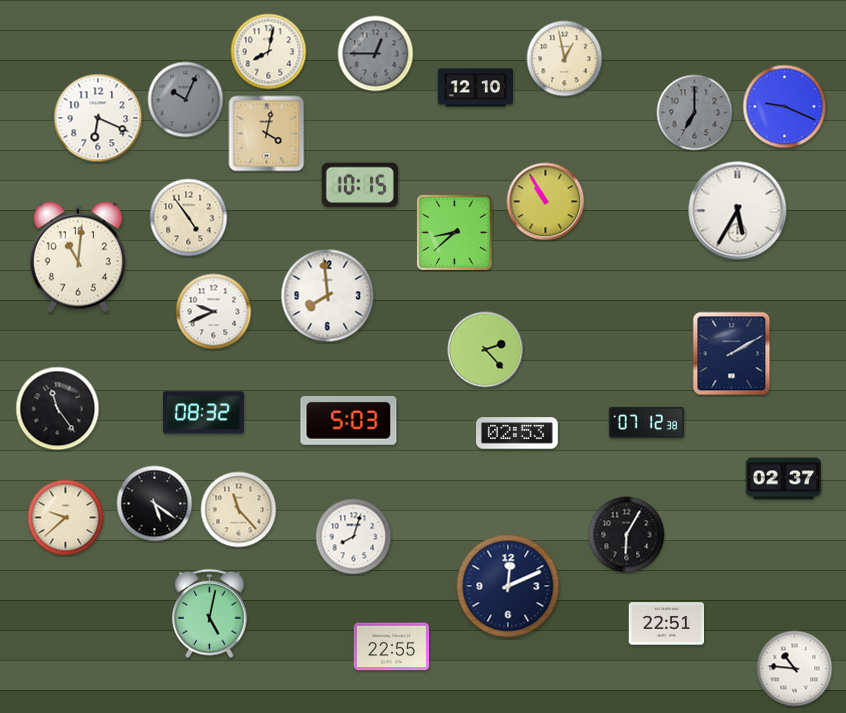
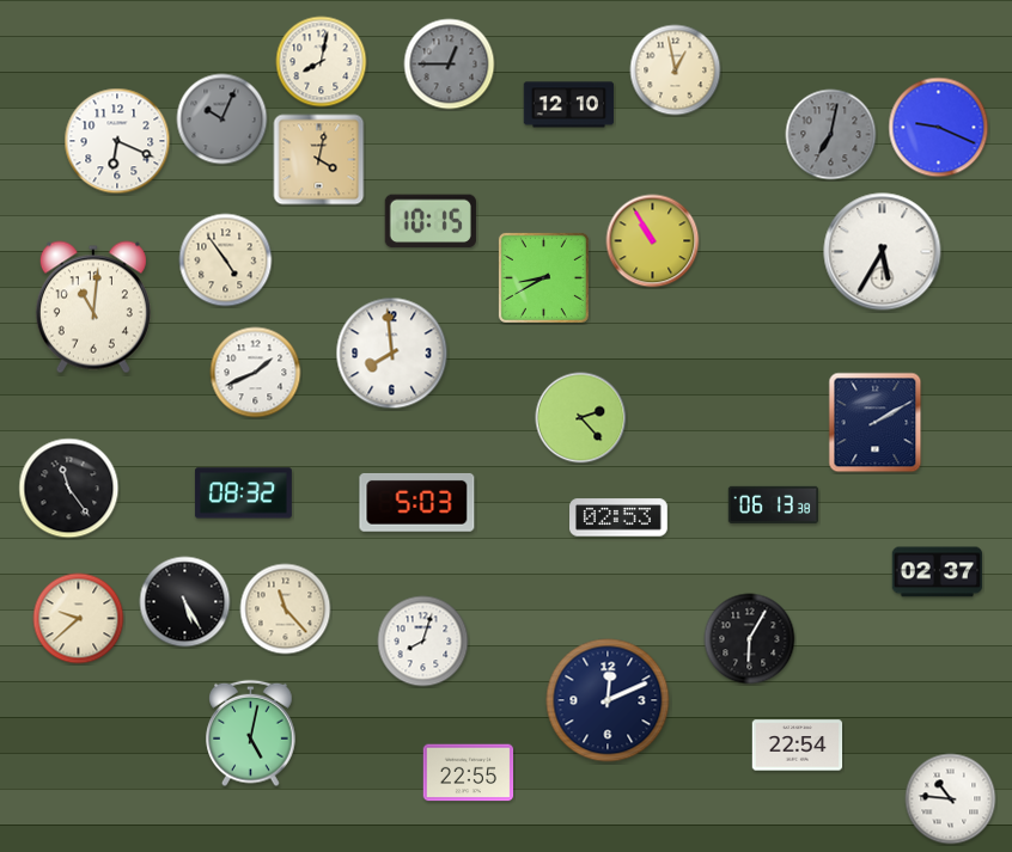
clock at (695, 113): 7:00 -> 7:02
clock at (454, 232): 8:38 -> 8:40
clock at (214, 312): 9:41 -> 1:41
clock at (647, 422): 07:12 -> 06:13
clock at (155, 504): 5:21 -> 5:25
clock at (667, 624): 22:51 -> 22:54
